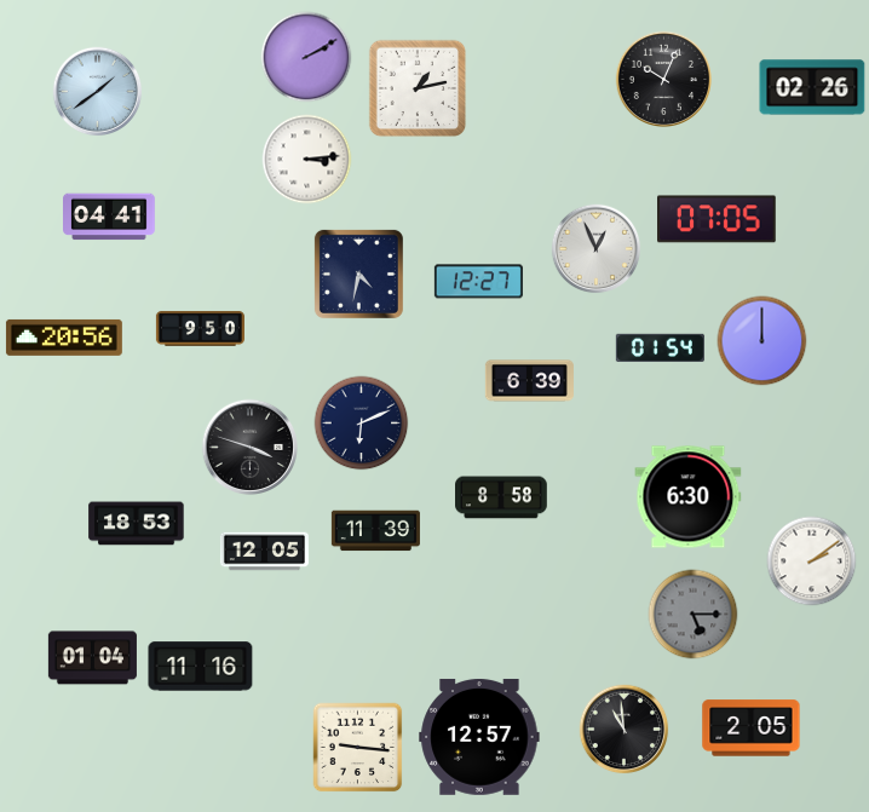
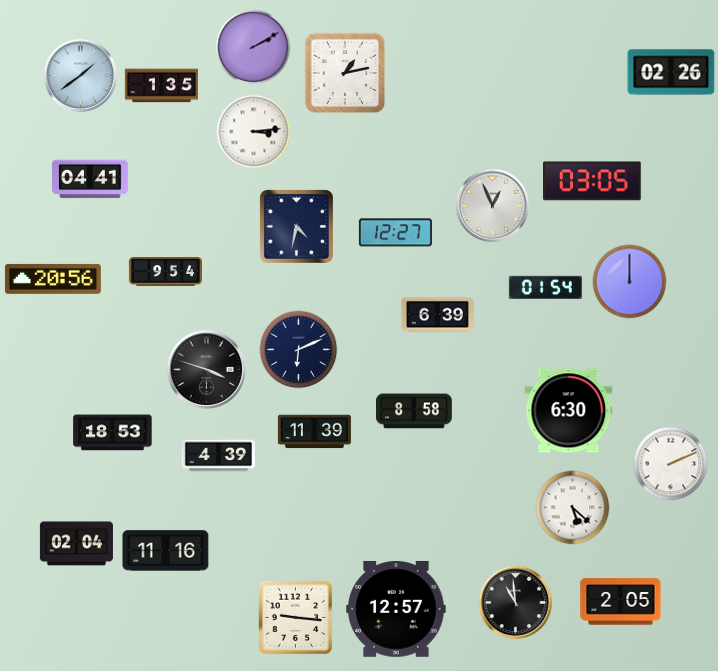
clock at (663, 79): 10:04 -> none
clock at (161, 86): none -> 1:35
clock at (718, 219): 07:05 -> 03:05
clock at (200, 329): 9:50 -> 9:54
clock at (375, 531) position: (375, 531) -> (314, 432)
clock at (264, 552): 12:05 -> 4:39
clock at (812, 562): 2:09 -> 2:11
clock at (694, 615): 5:15 -> 5:22
clock at (694, 615) dial: grey -> white
clock at (92, 658): 01:04 -> 02:04
